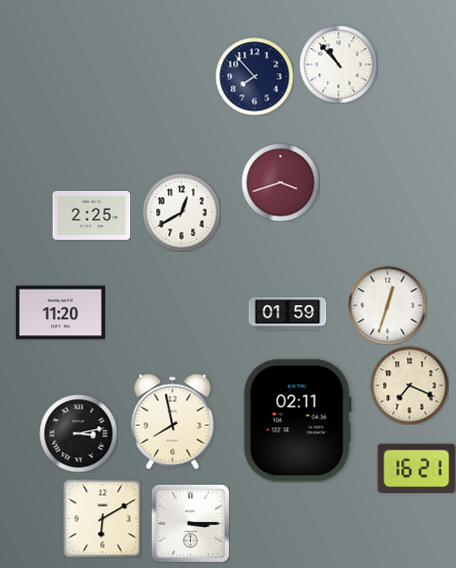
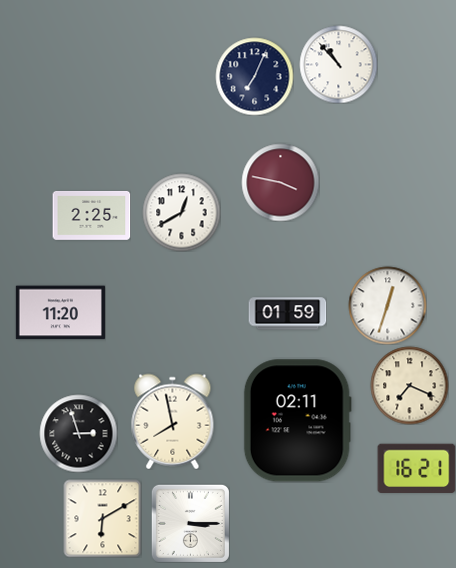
clock at (254, 76): 7:53 -> 7:04
clock at (280, 182): 3:42 -> 3:47
clock at (78, 433): 3:13 -> 2:57
